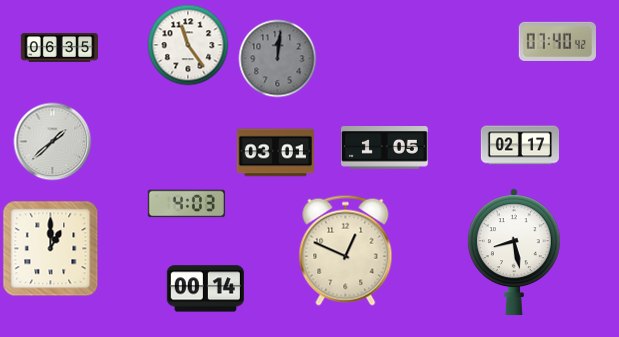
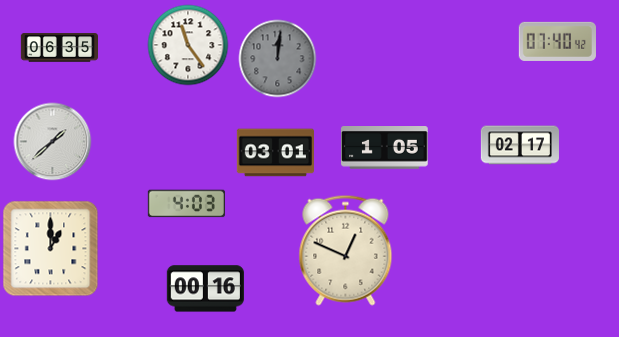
clock at (514, 252): 8:28 -> none
clock at (205, 289): 00:14 -> 00:16
